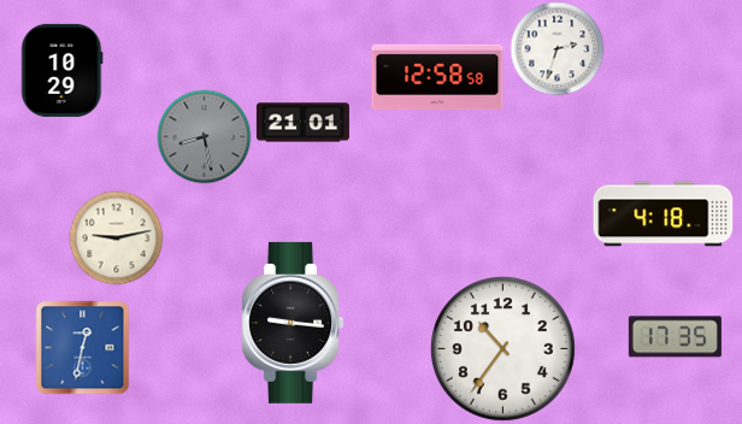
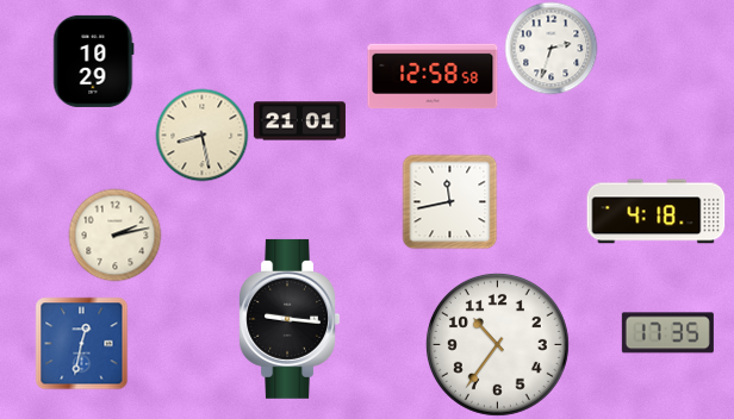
clock at (63, 70) position: (63, 70) -> (94, 61)
clock at (204, 136) dial: grey -> cream
clock at (449, 201): none -> 11:43
clock at (116, 237): 9:13 -> 2:13
